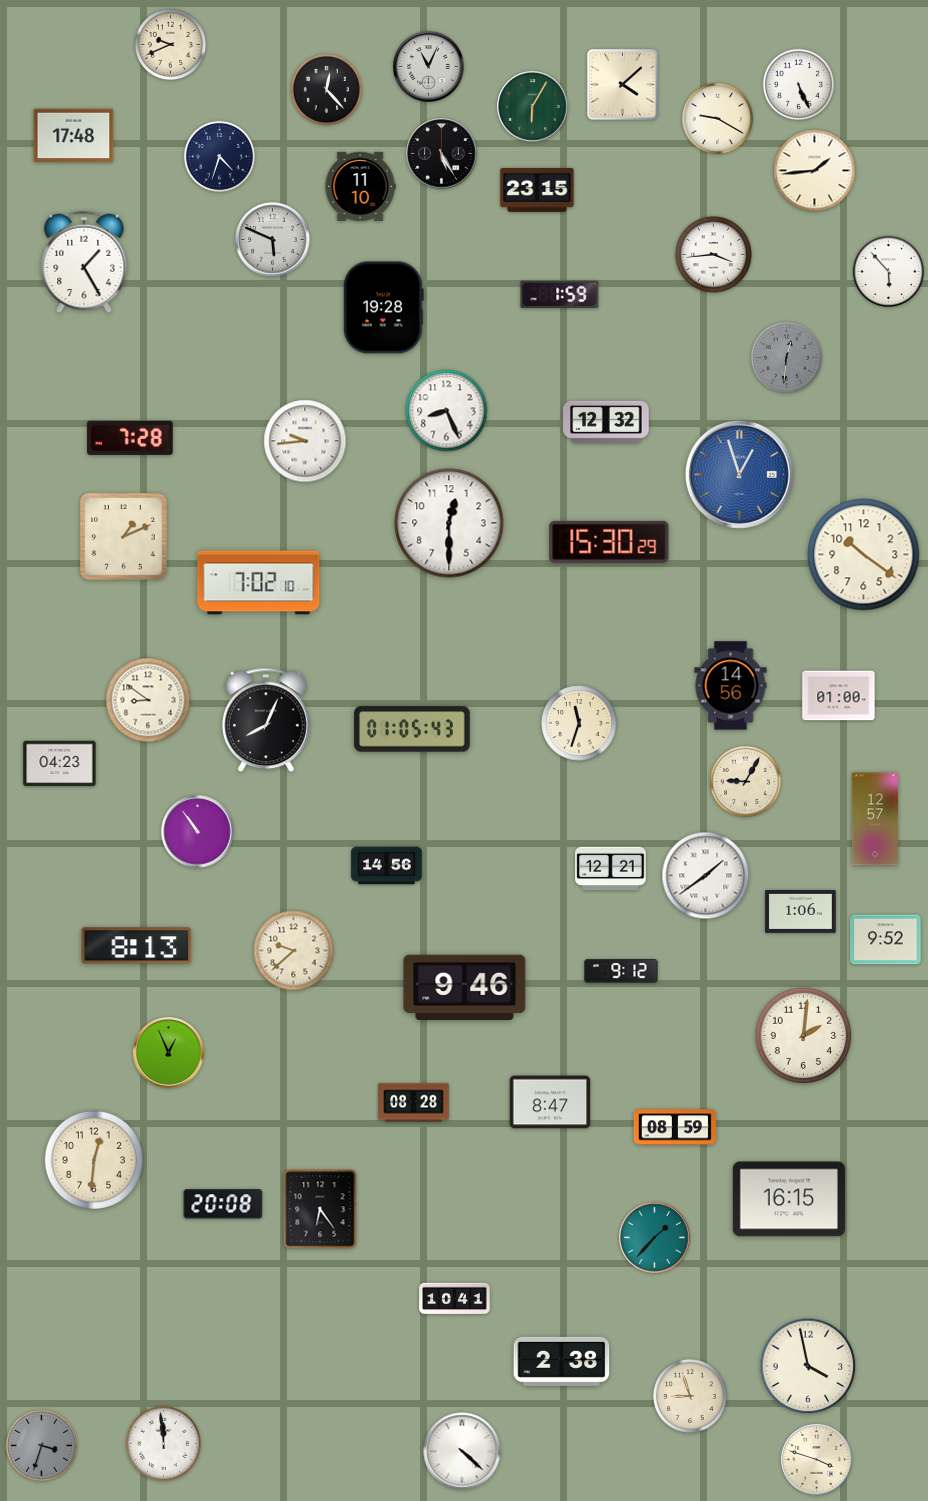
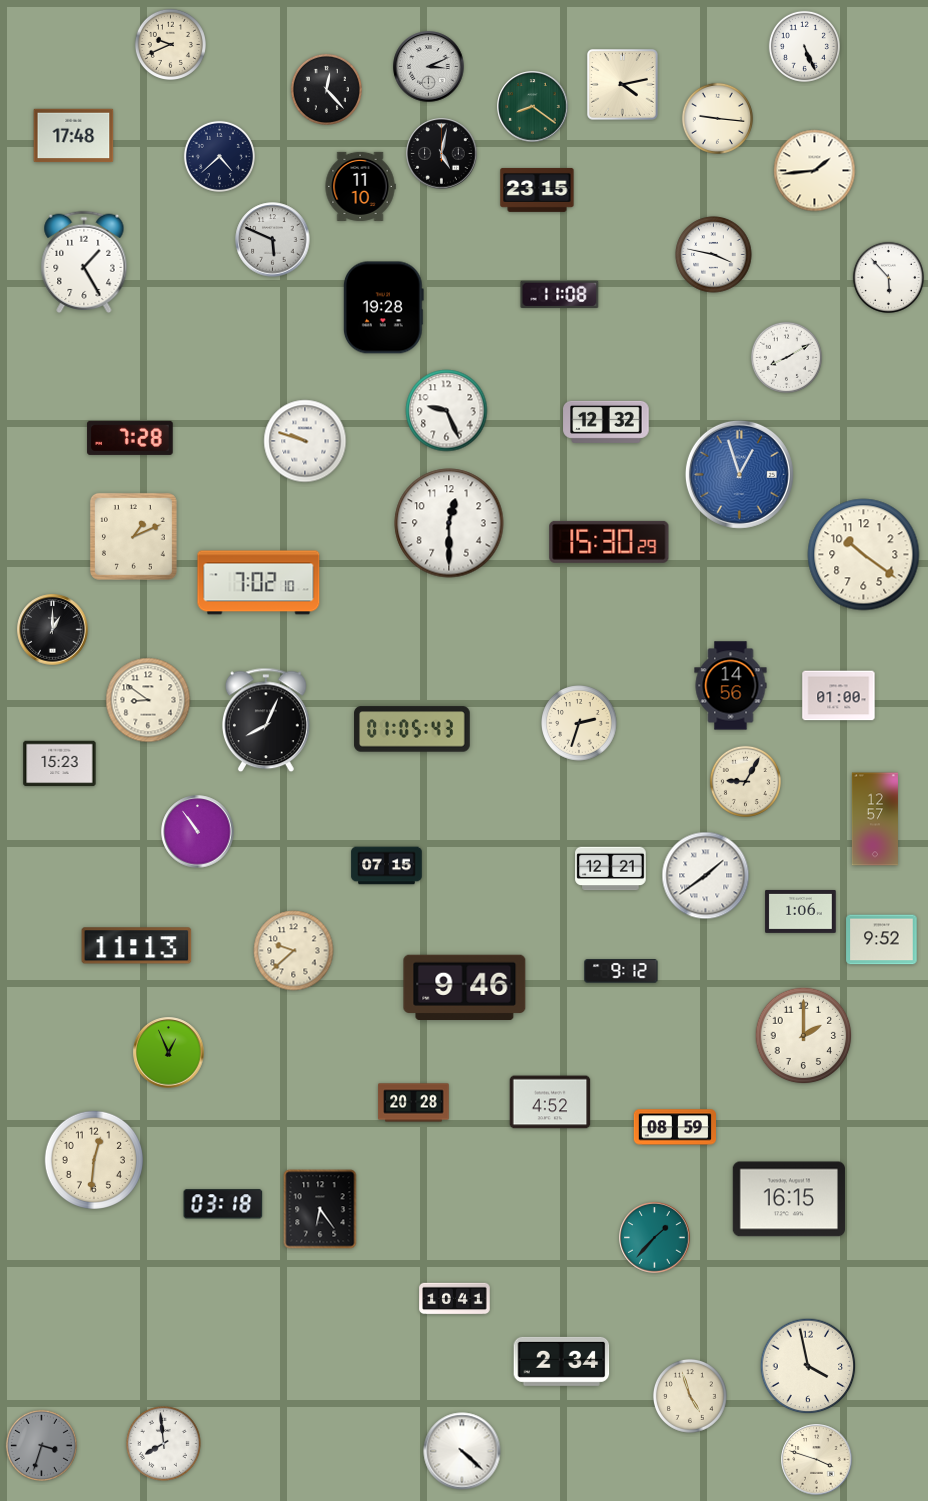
clock at (429, 67): 11:04 -> 3:11
clock at (798, 84) position: (798, 84) -> (804, 46)
clock at (623, 85): 4:08 -> 4:13
clock at (533, 107): 6:05 -> 8:21
clock at (717, 118): 9:20 -> 9:16
clock at (442, 154): 5:25 -> 5:02
clock at (219, 156): 4:33 -> 4:38
clock at (714, 255): 3:44 -> 3:47
clock at (888, 271) position: (888, 271) -> (888, 277)
clock at (560, 295): 1:59 -> 11:08
clock at (786, 357): 12:31 -> 8:10
clock at (786, 357) dial: grey -> white
clock at (447, 411): 8:26 -> 9:26
clock at (305, 441): 9:44 -> 9:48
clock at (123, 536) position: (123, 536) -> (133, 536)
clock at (53, 630): none -> 1:00
clock at (579, 723): 11:33 -> 2:33
clock at (60, 764): 04:23 -> 15:23
clock at (387, 866): 14:56 -> 07:15
clock at (886, 940) position: (886, 940) -> (882, 940)
clock at (137, 946): 8:13 -> 11:13
clock at (804, 1036): 2:01 -> 2:00
clock at (550, 1102): 8:47 -> 4:52
clock at (414, 1103): 08:28 -> 20:28
clock at (223, 1204): 20:08 -> 03:18
clock at (562, 1361): 2:38 -> 2:34
clock at (690, 1396): 8:57 -> 4:57
clock at (164, 1444): 11:59 -> 7:59
